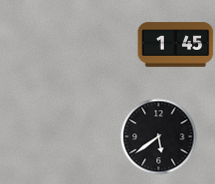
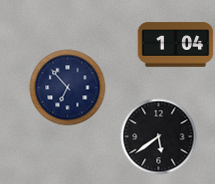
clock at (176, 45): 1:45 -> 1:04
clock at (68, 88): none -> 6:53
